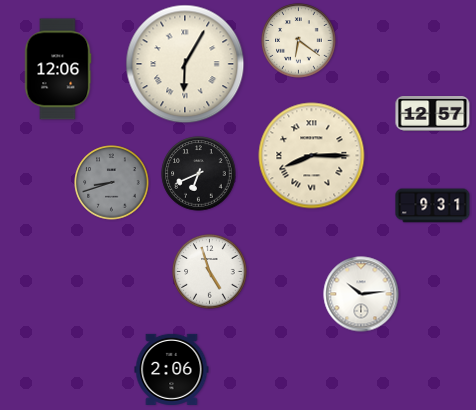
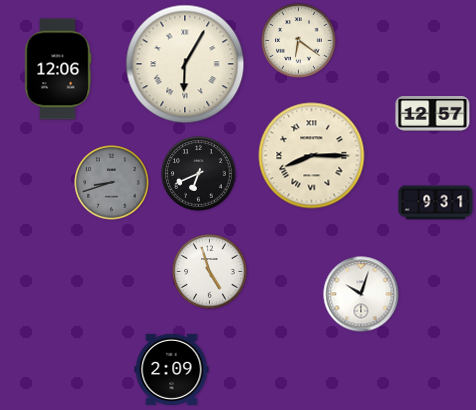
clock at (433, 206) position: (433, 206) -> (436, 203)
clock at (361, 294): 10:14 -> 10:03
clock at (172, 369): 2:06 -> 2:09
